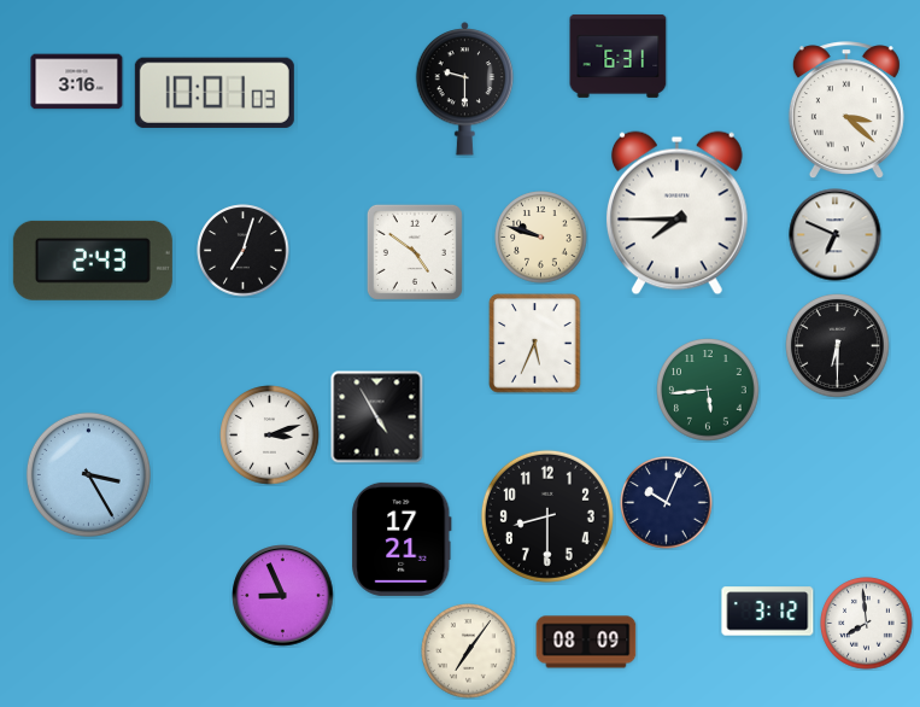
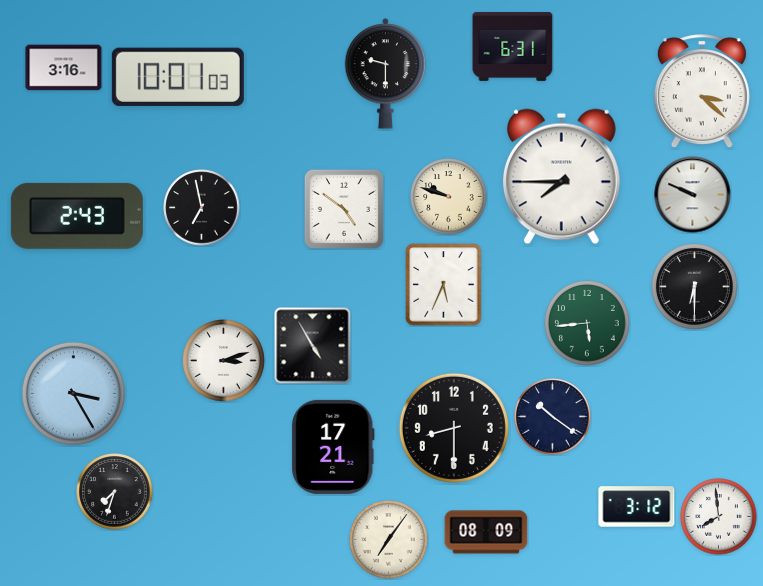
clock at (836, 235): 6:49 -> 9:49
clock at (244, 251): 7:03 -> 6:58
clock at (667, 503): 10:04 -> 10:21
clock at (115, 492): none -> 7:33
clock at (283, 596): 8:56 -> none
